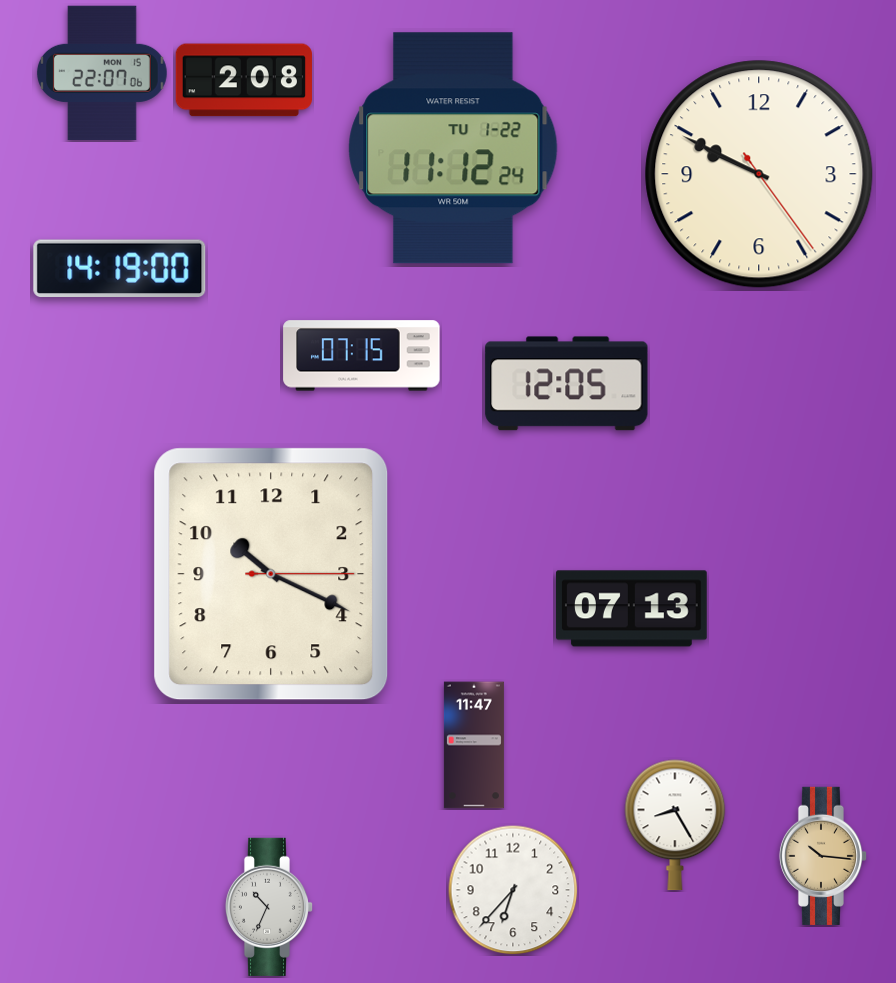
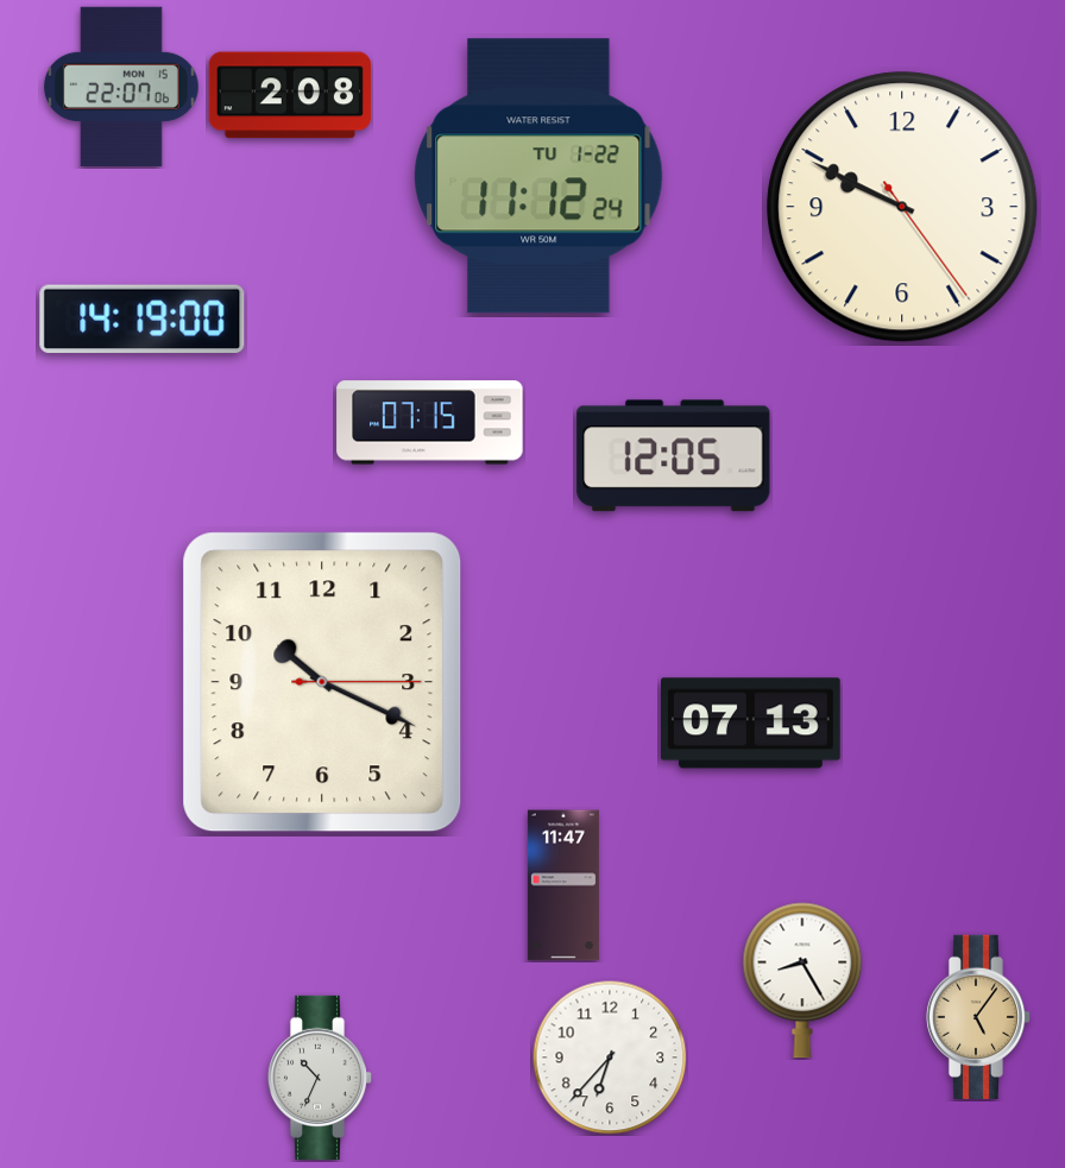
clock at (823, 856): 10:16 -> 5:06
